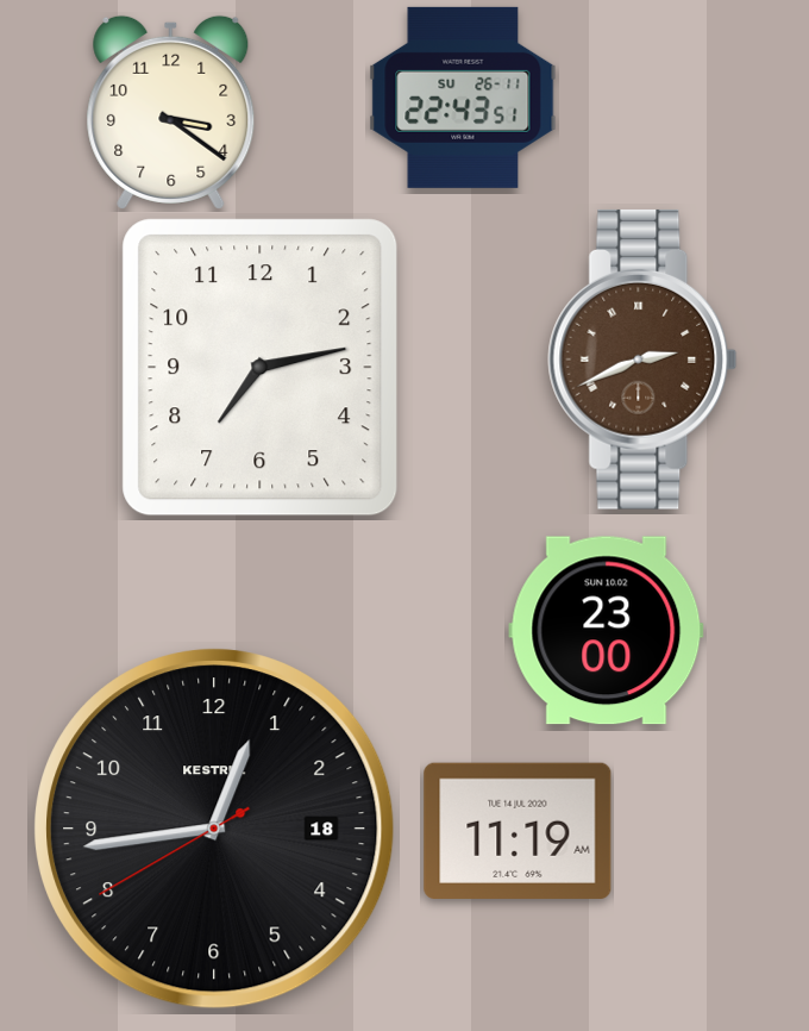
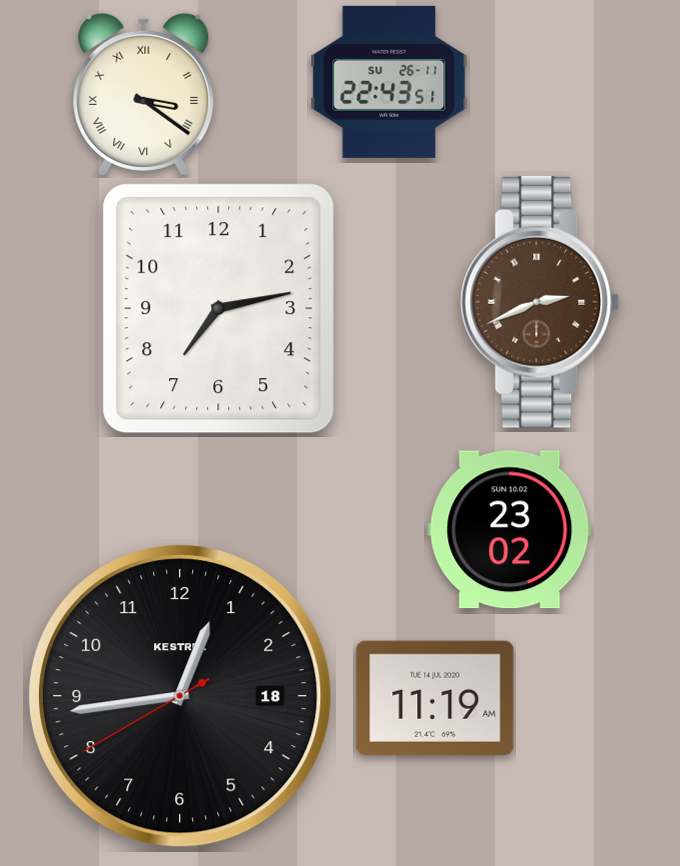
clock at (171, 112) numerals: Arabic -> Roman
clock at (607, 631): 23:00 -> 23:02
